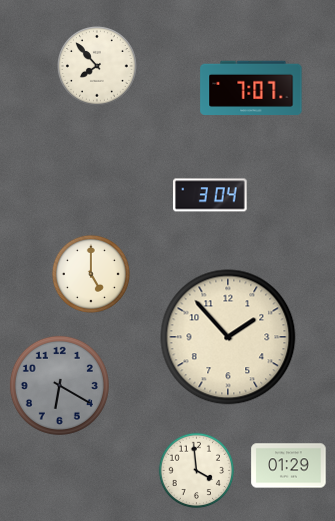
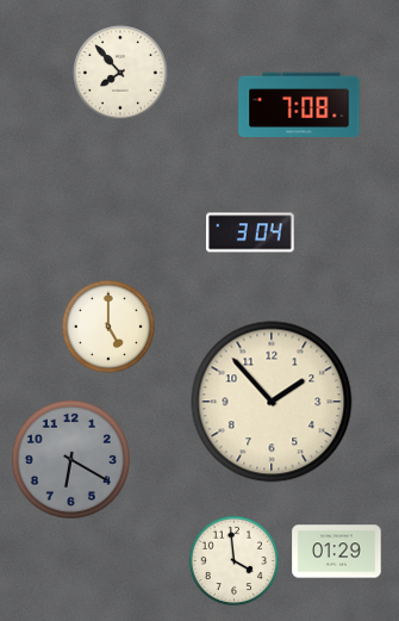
clock at (98, 67) position: (98, 67) -> (121, 74)
clock at (251, 88): 7:07 -> 7:08
clock at (289, 466) position: (289, 466) -> (337, 552)
